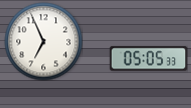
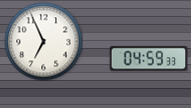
clock at (148, 59): 05:05 -> 04:59
